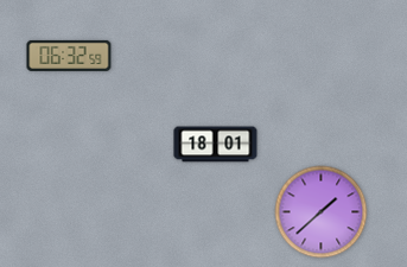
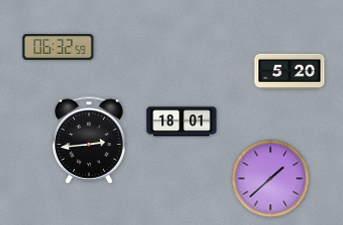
clock at (290, 72): none -> 5:20
clock at (89, 140): none -> 2:44
